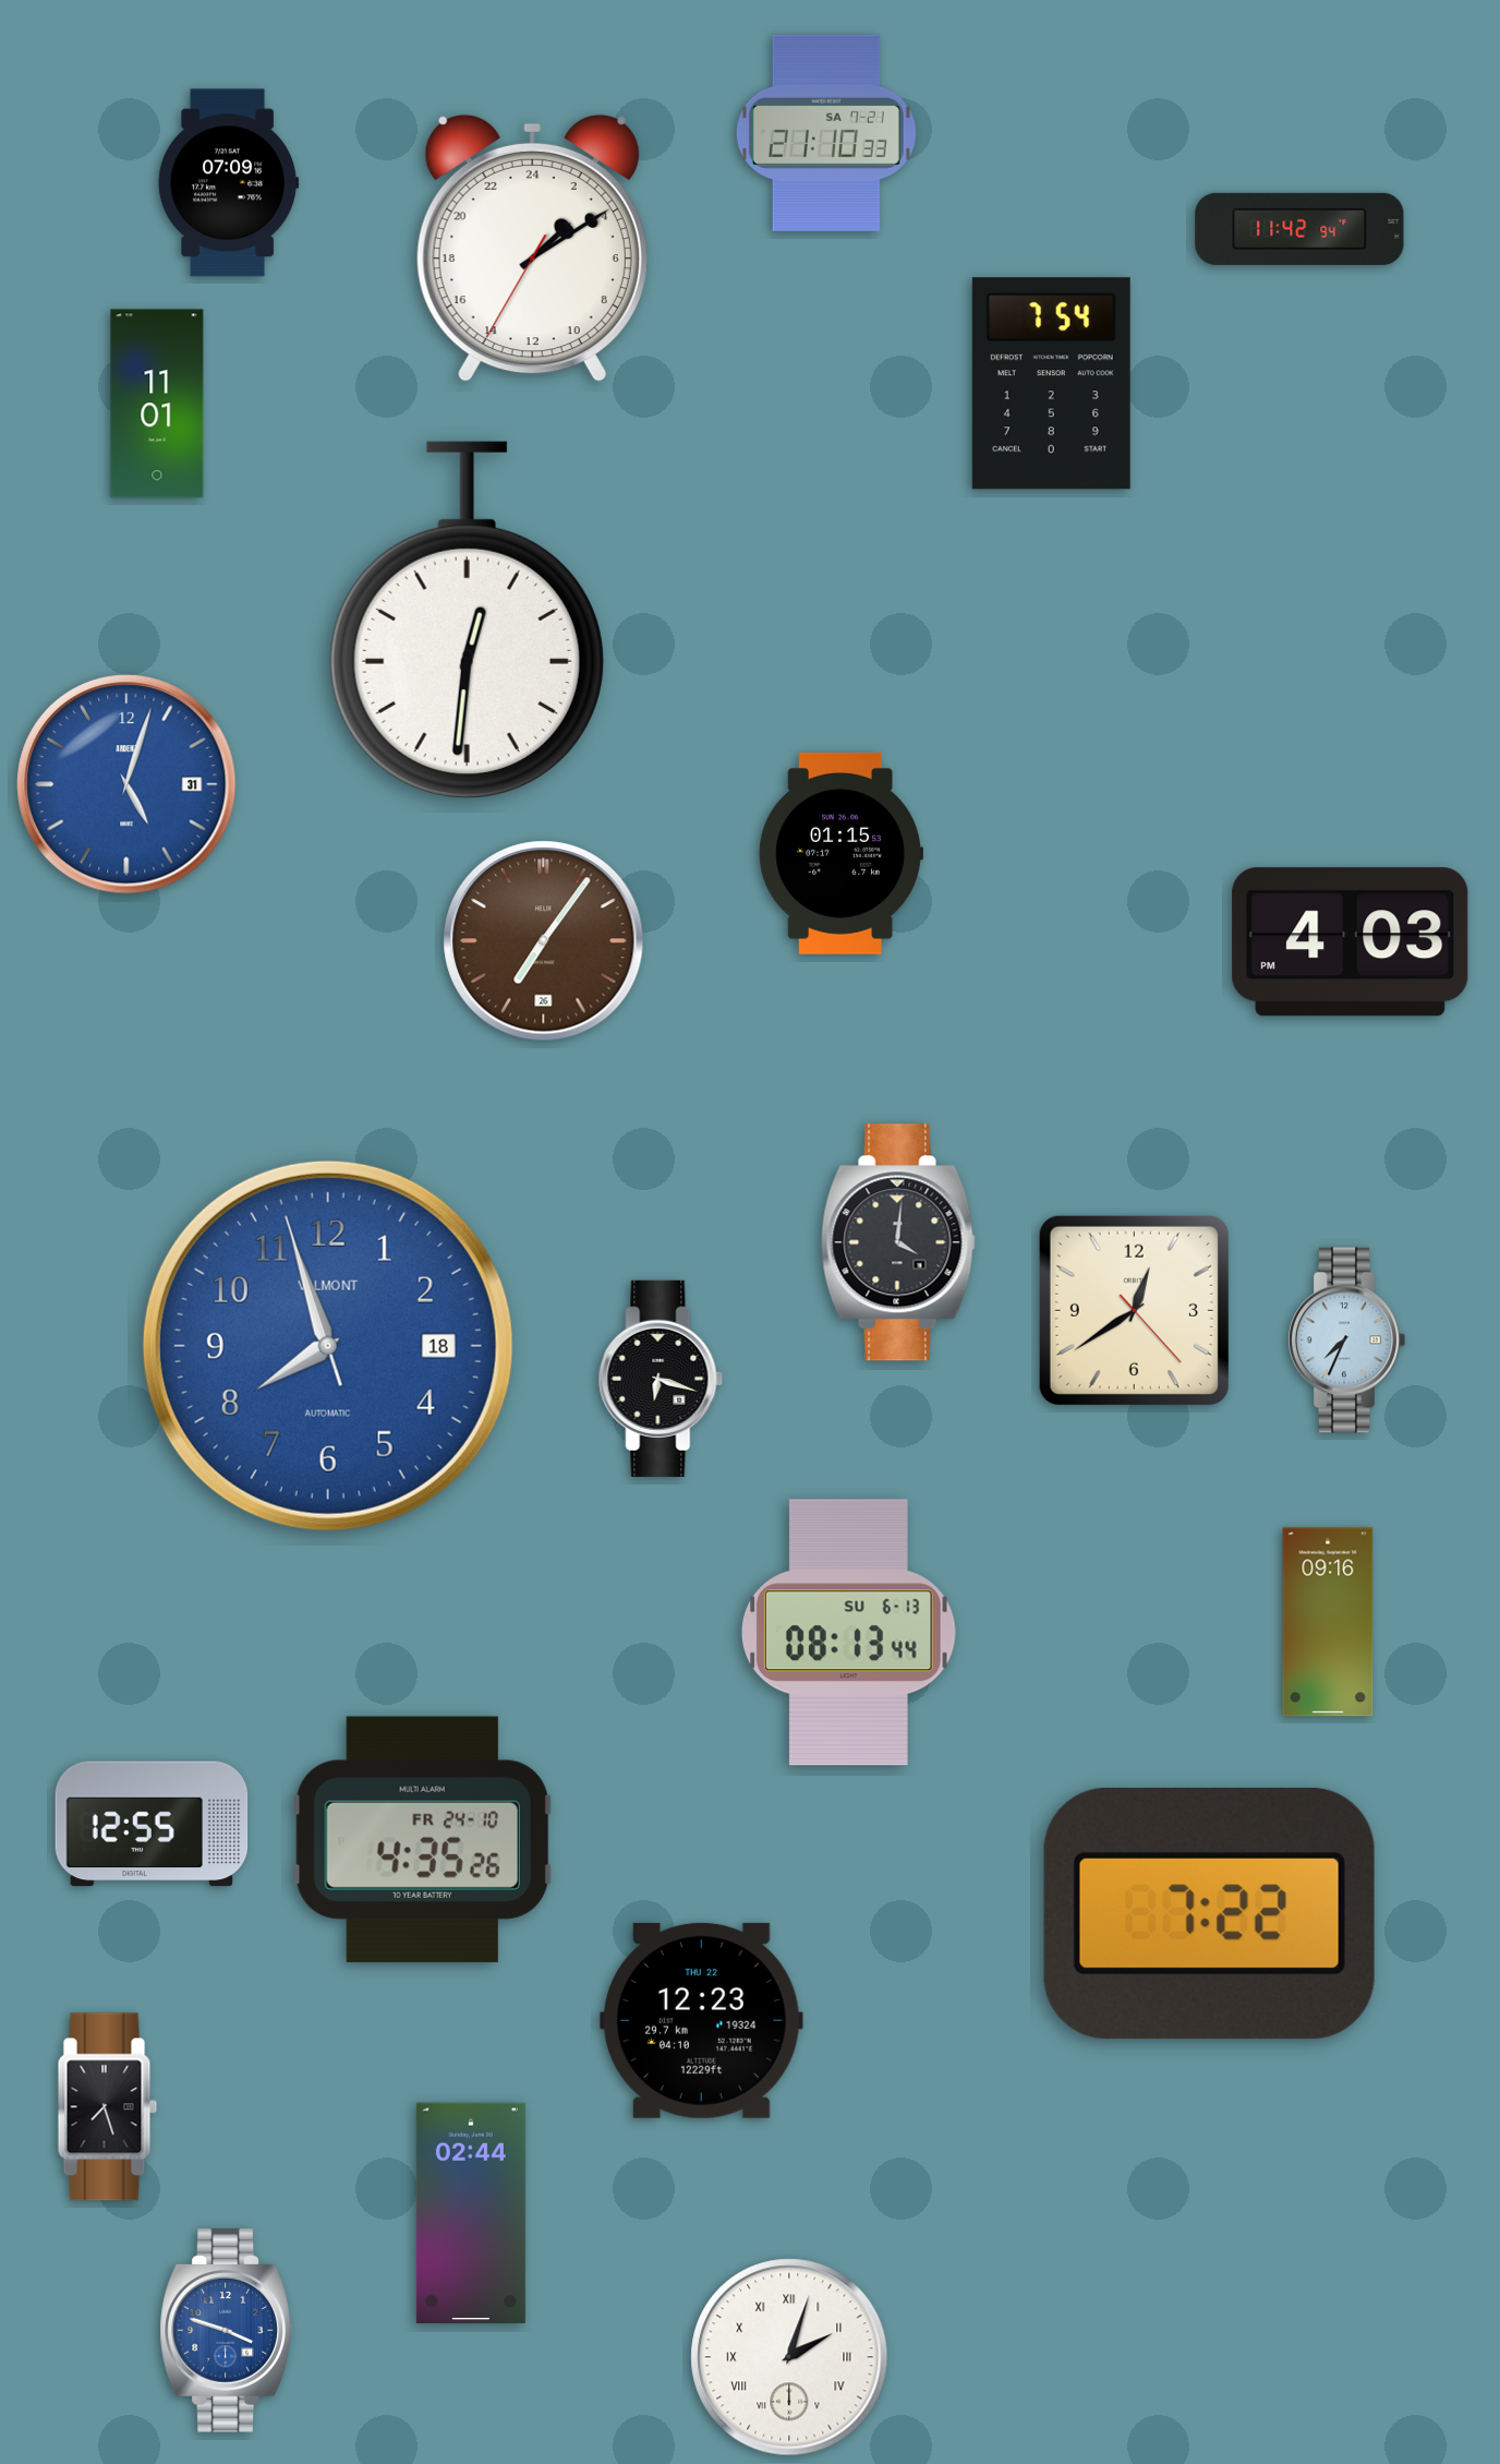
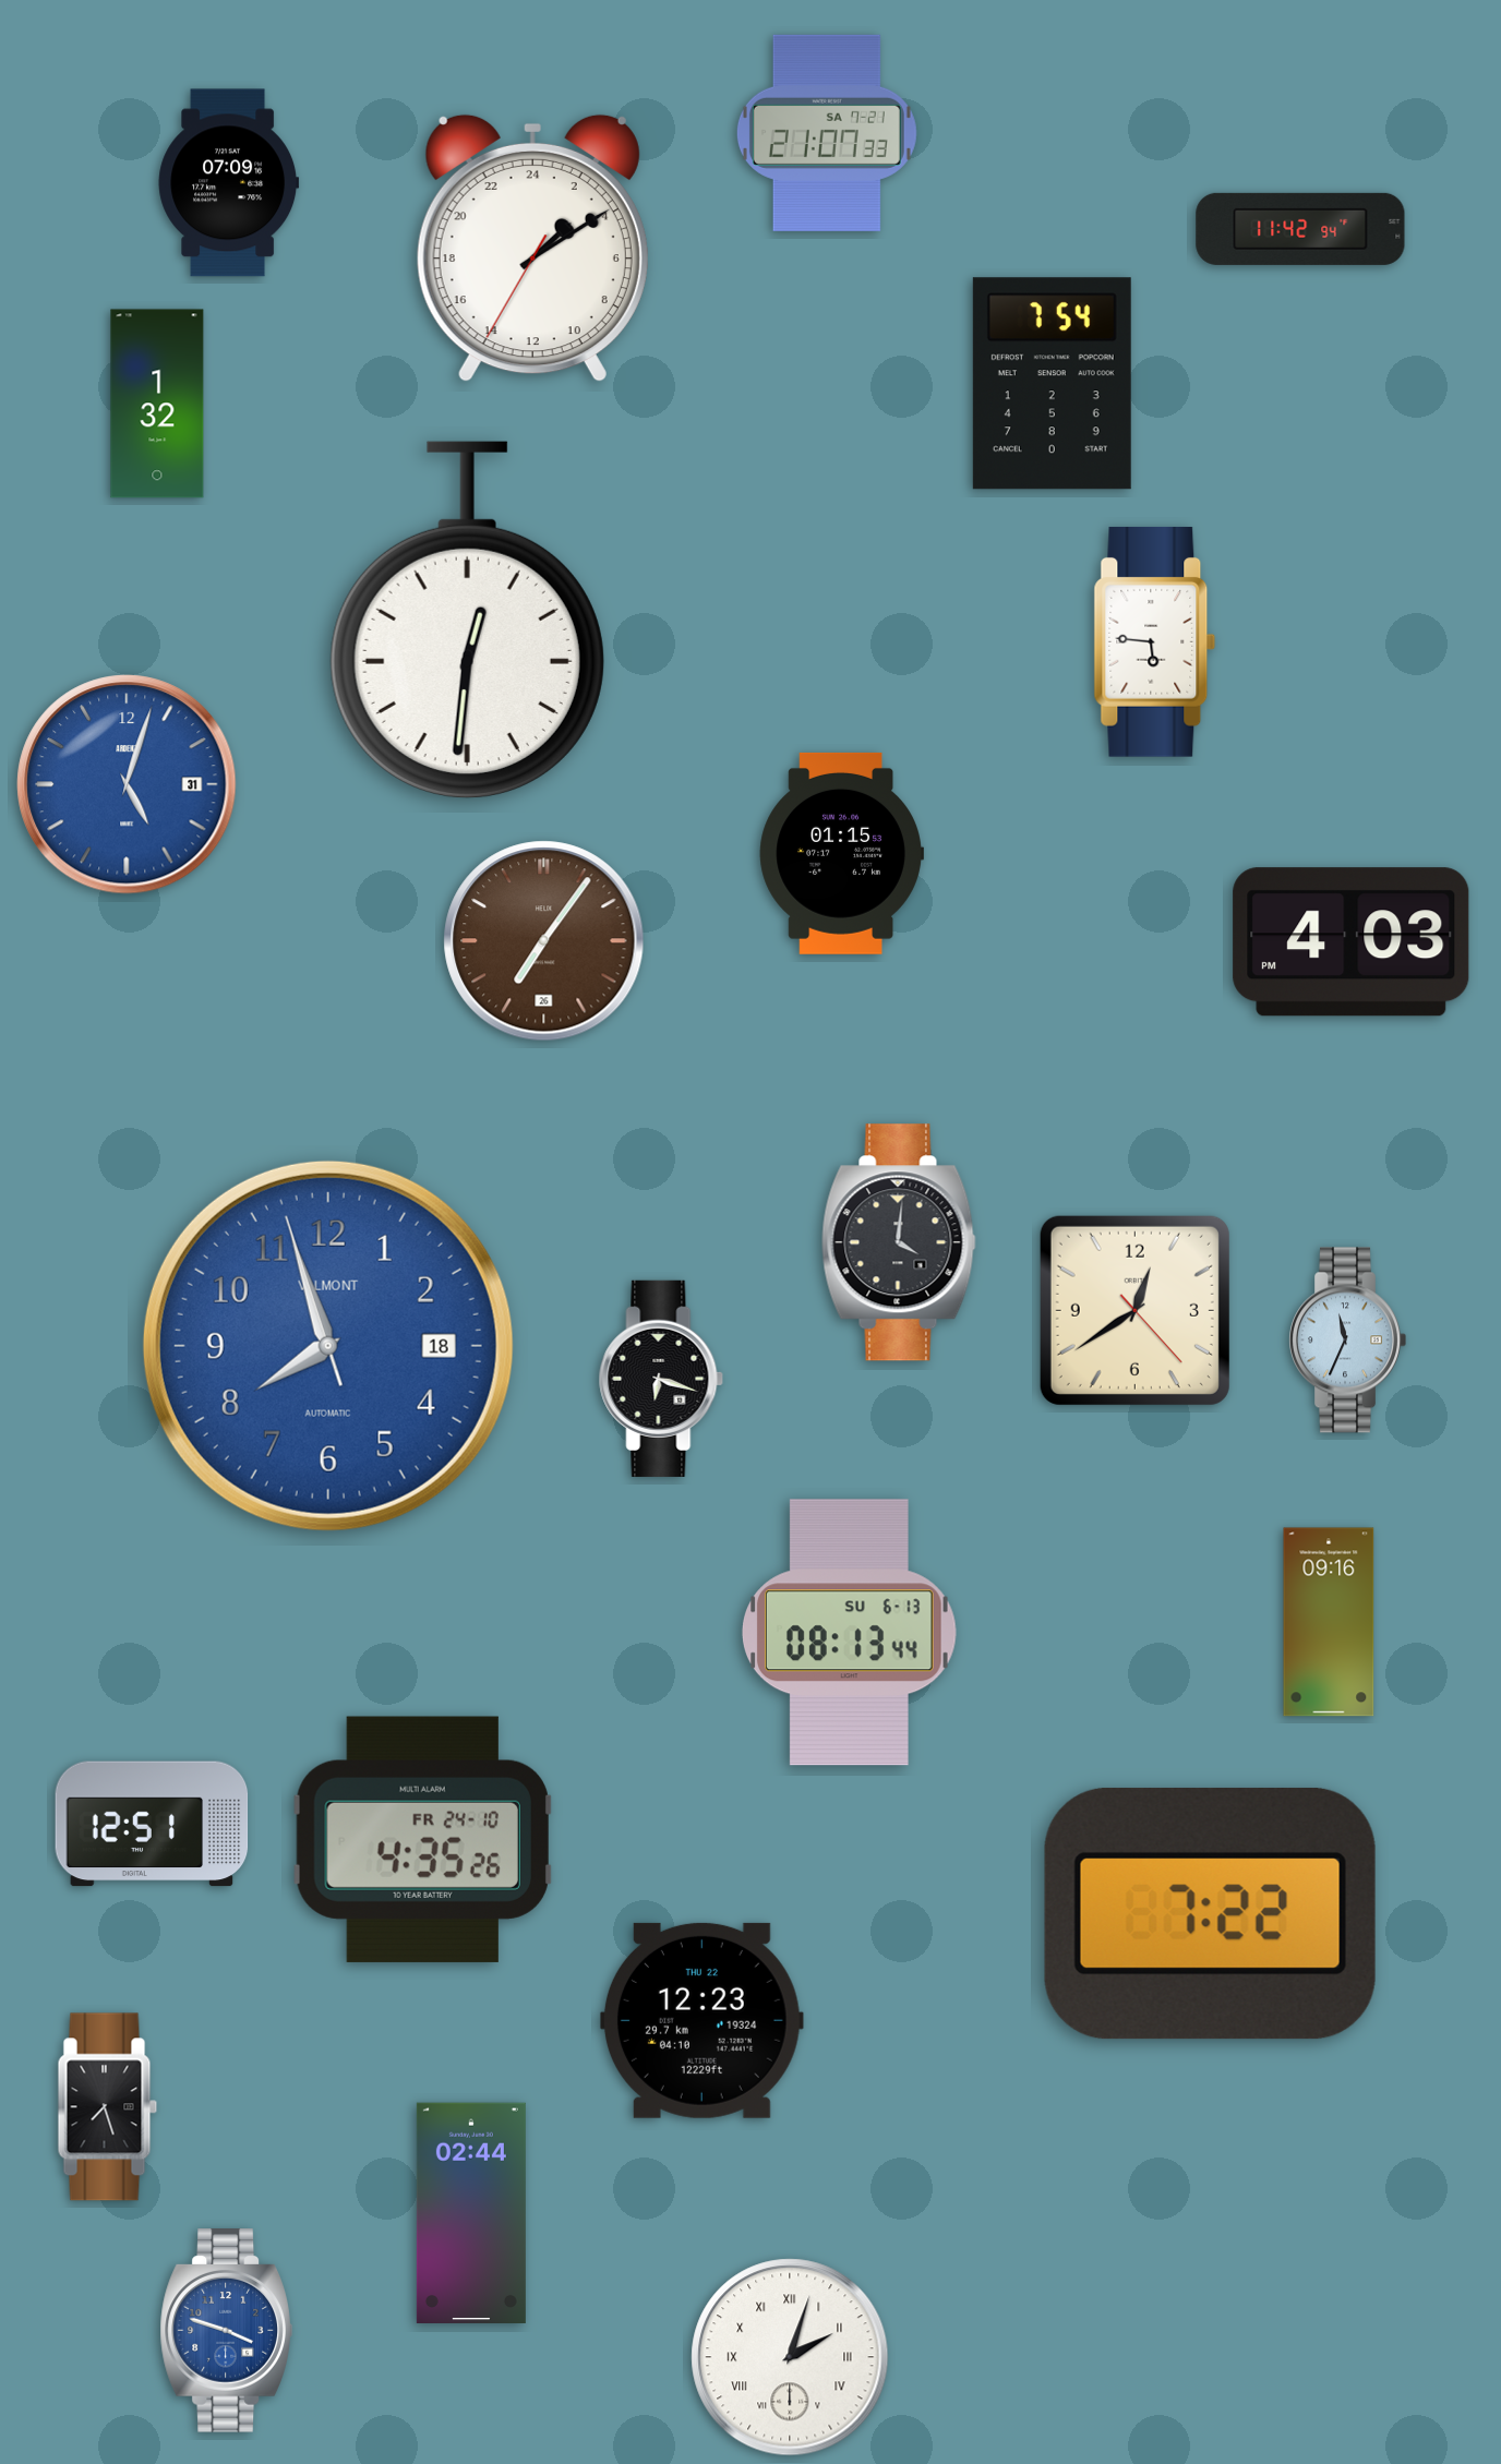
clock at (826, 133): 21:10 -> 21:07
clock at (157, 404): 11:01 -> 1:32
clock at (1155, 641): none -> 5:46
clock at (1346, 1341): 7:34 -> 11:34
clock at (152, 1824): 12:55 -> 12:51
